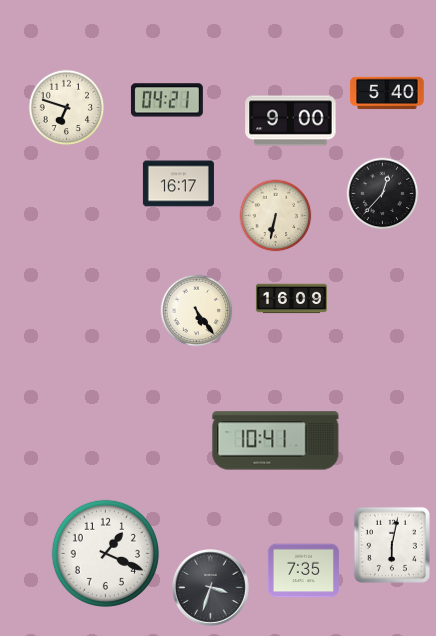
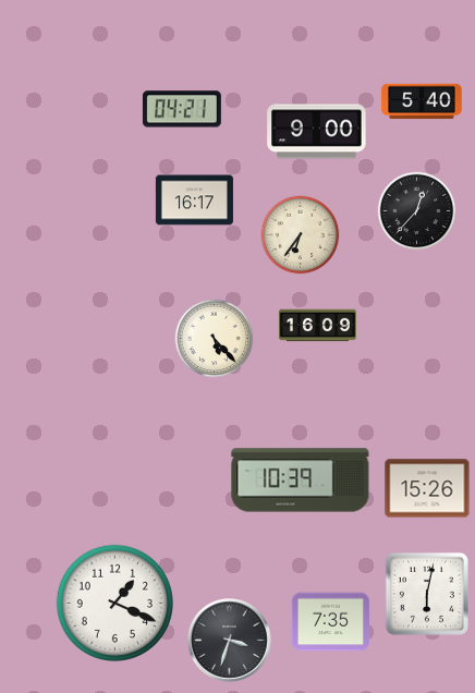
clock at (67, 108): 6:48 -> none
clock at (276, 216): 6:32 -> 6:36
clock at (197, 311): 5:24 -> 5:23
clock at (276, 441): 10:41 -> 10:39
clock at (427, 488): none -> 15:26
